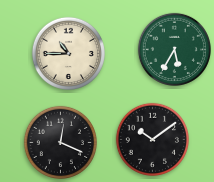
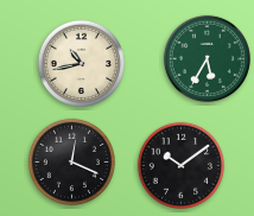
clock at (68, 53): 10:45 -> 10:43
clock at (60, 142) position: (60, 142) -> (71, 161)
